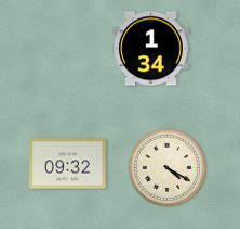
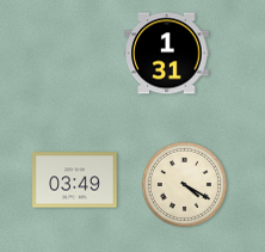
clock at (151, 49): 1:34 -> 1:31
clock at (68, 164): 09:32 -> 03:49
